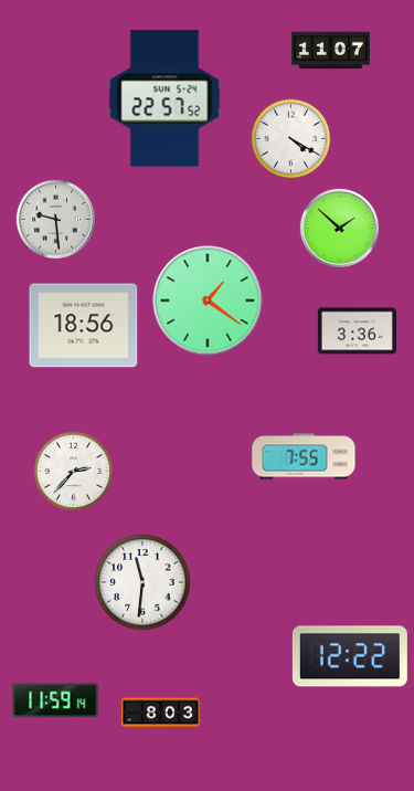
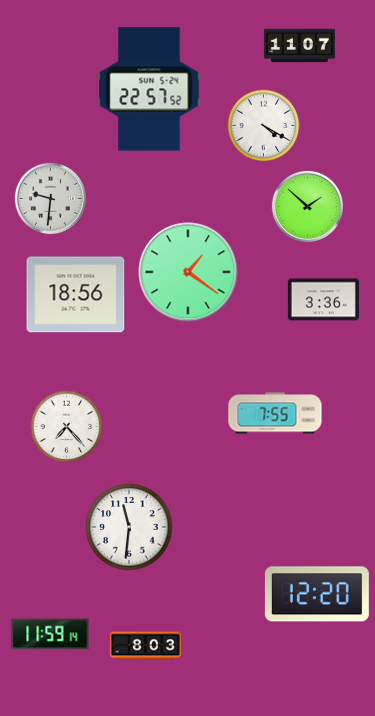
clock at (55, 219): 9:29 -> 9:31
clock at (74, 472): 2:37 -> 7:23
clock at (350, 656): 12:22 -> 12:20
